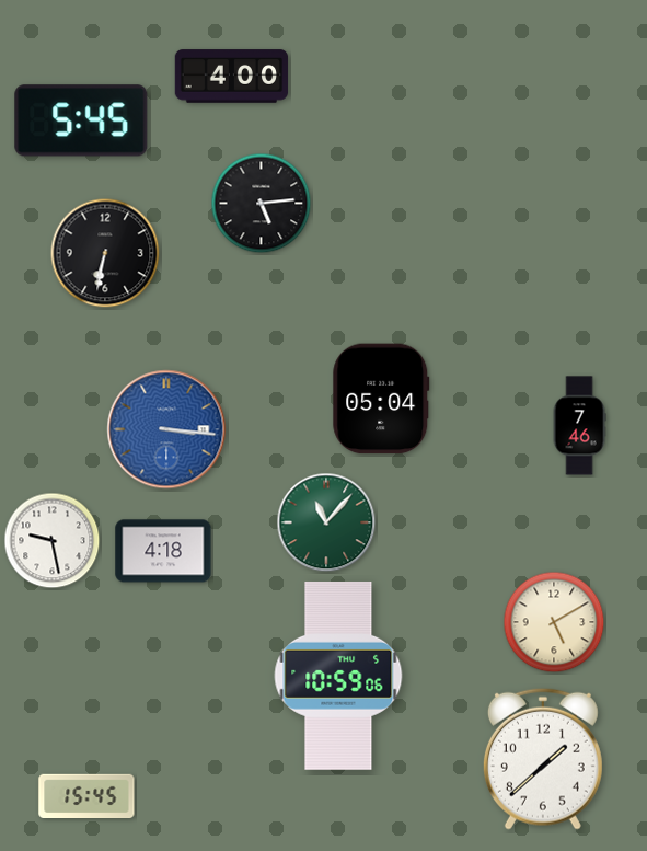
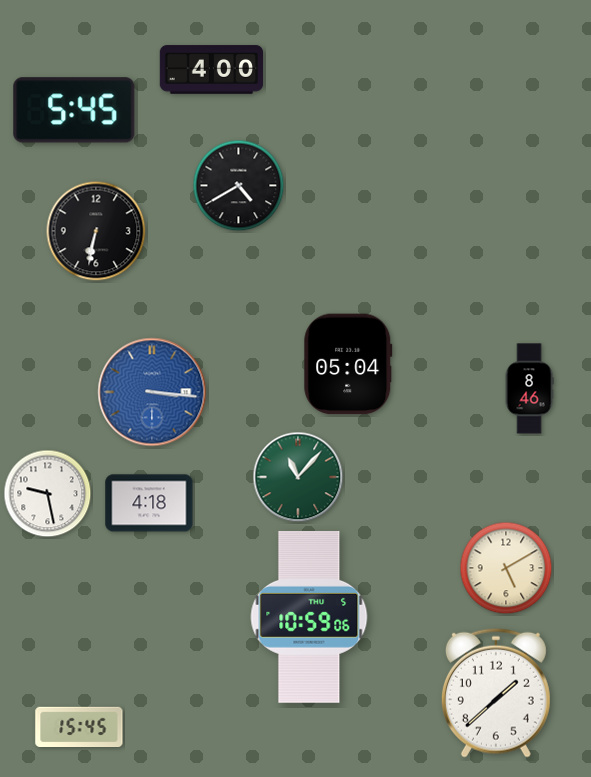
clock at (262, 204): 5:14 -> 4:40
clock at (579, 426): 7:46 -> 8:46
